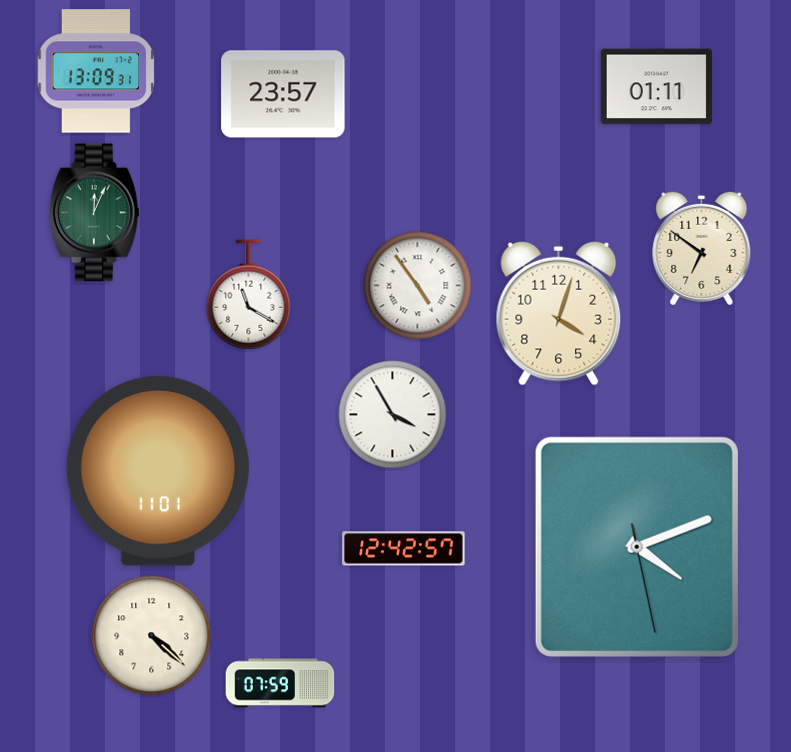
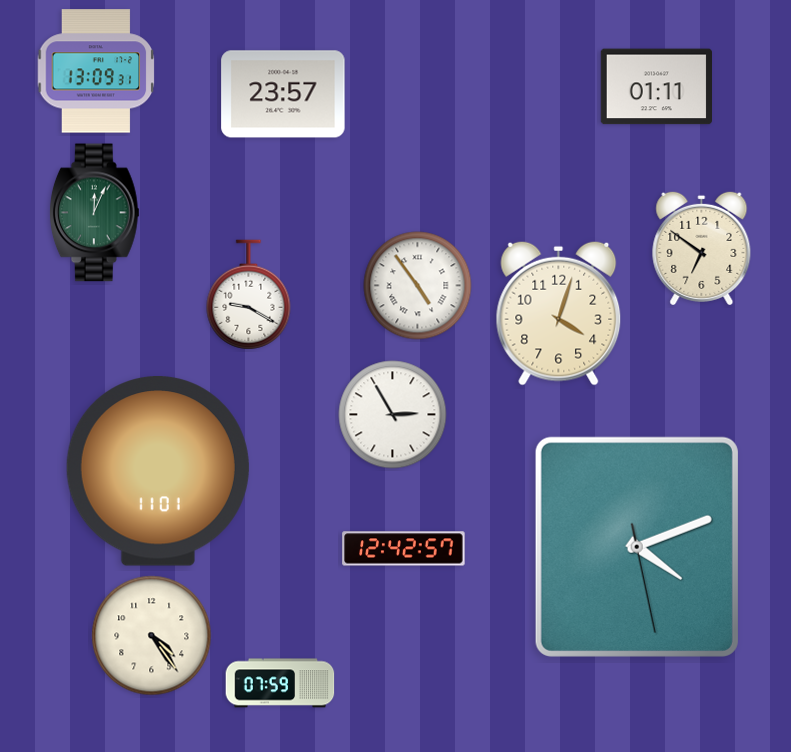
clock at (249, 295): 11:20 -> 9:20
clock at (393, 415): 3:55 -> 2:55
clock at (152, 636): 4:22 -> 4:24
